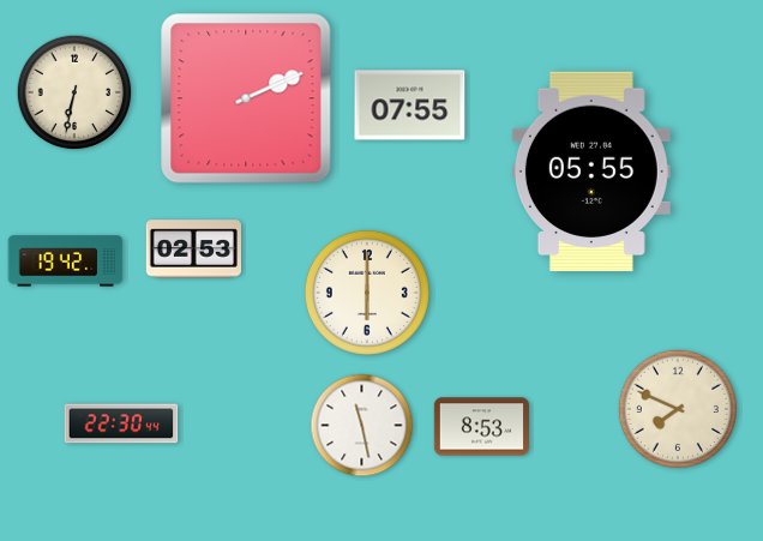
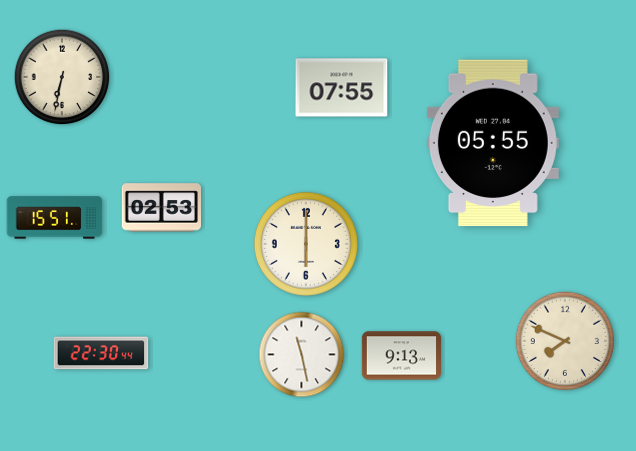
clock at (246, 98): 2:11 -> none
clock at (66, 262): 19:42 -> 15:51
clock at (481, 427): 8:53 -> 9:13
